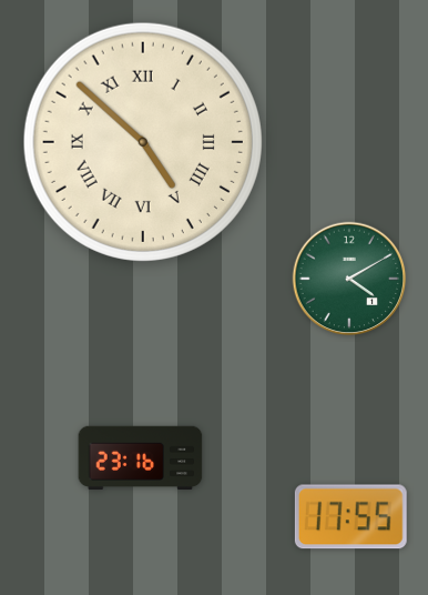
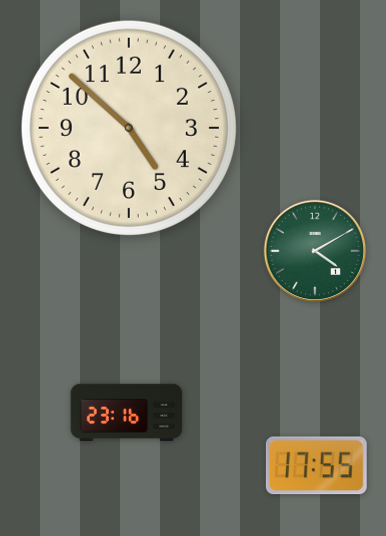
clock at (143, 142) numerals: Roman -> Arabic
